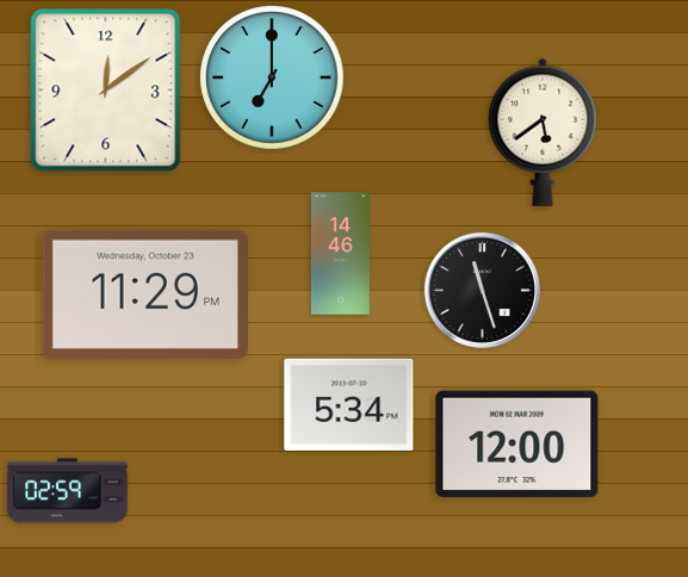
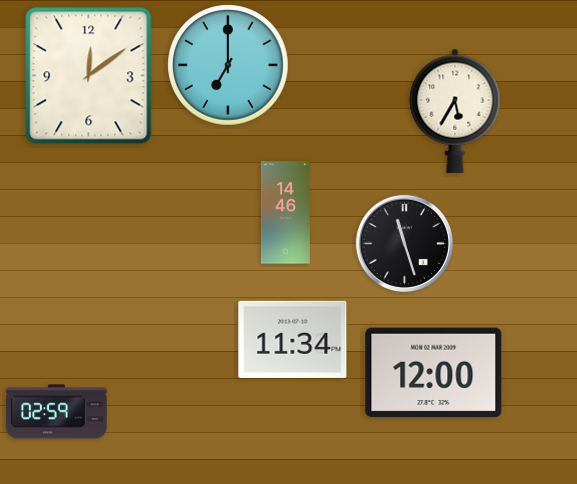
clock at (543, 132): 5:39 -> 5:35
clock at (145, 294): 11:29 -> none
clock at (349, 404): 5:34 -> 11:34
